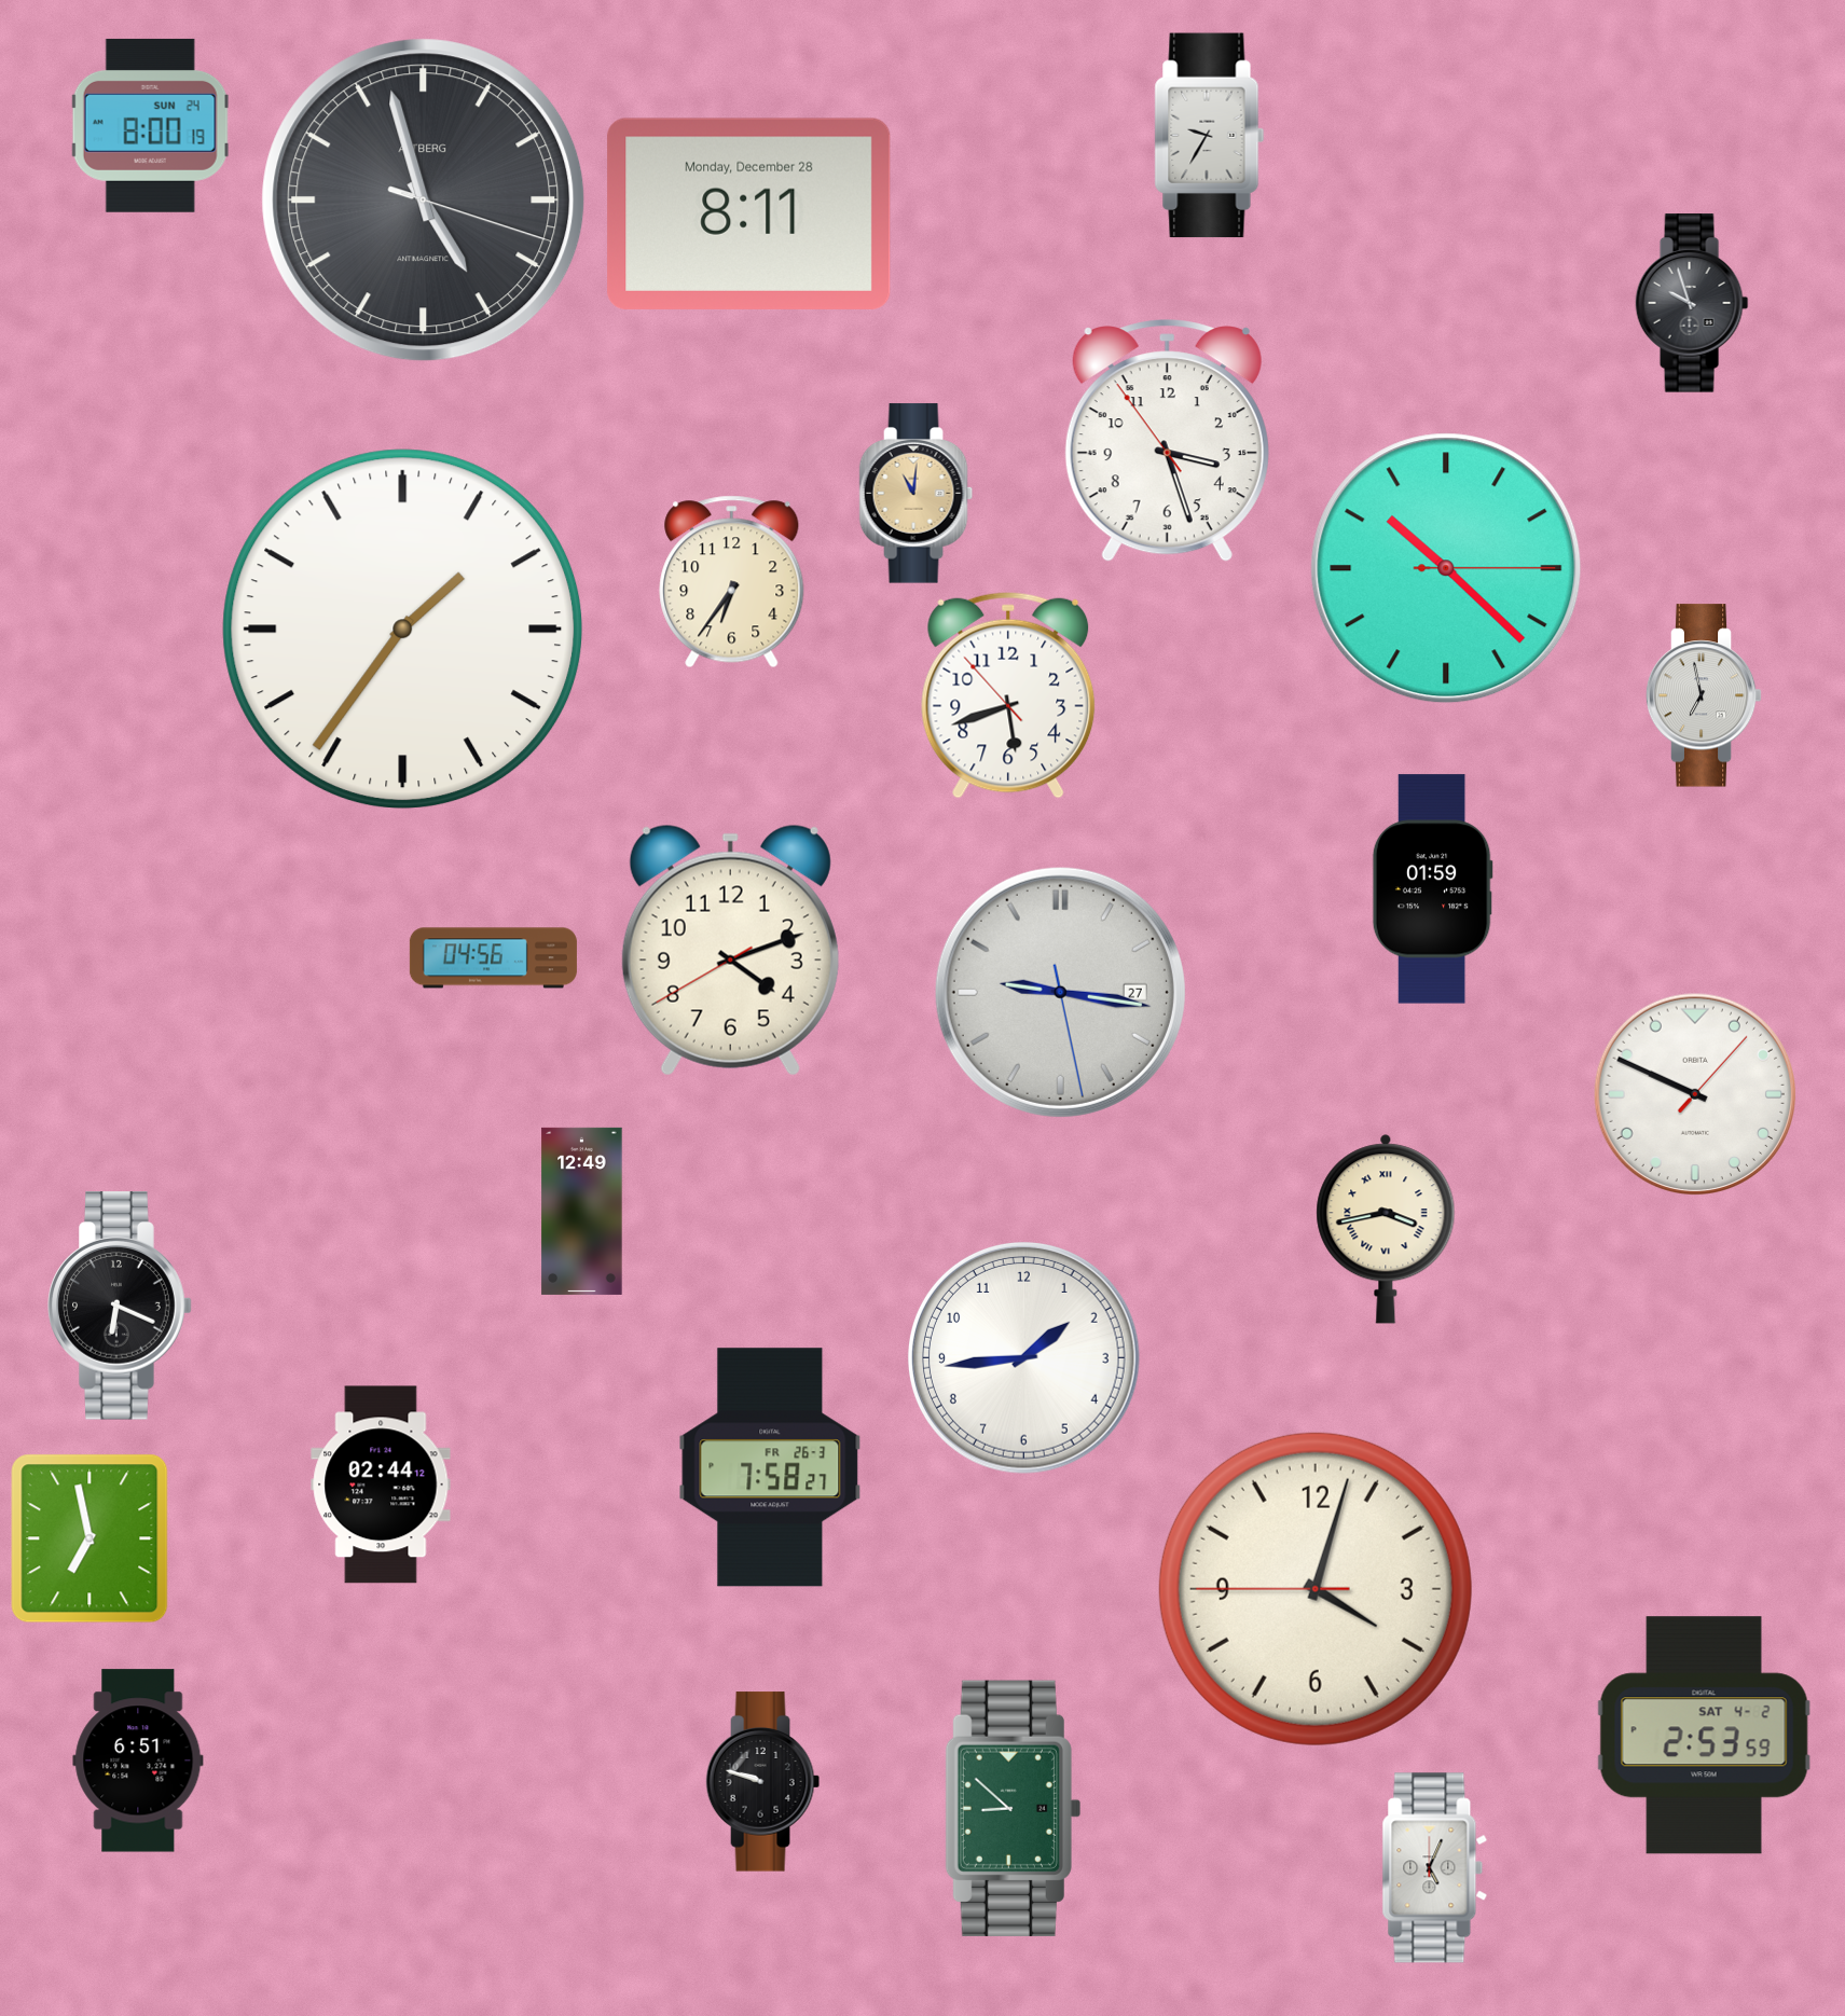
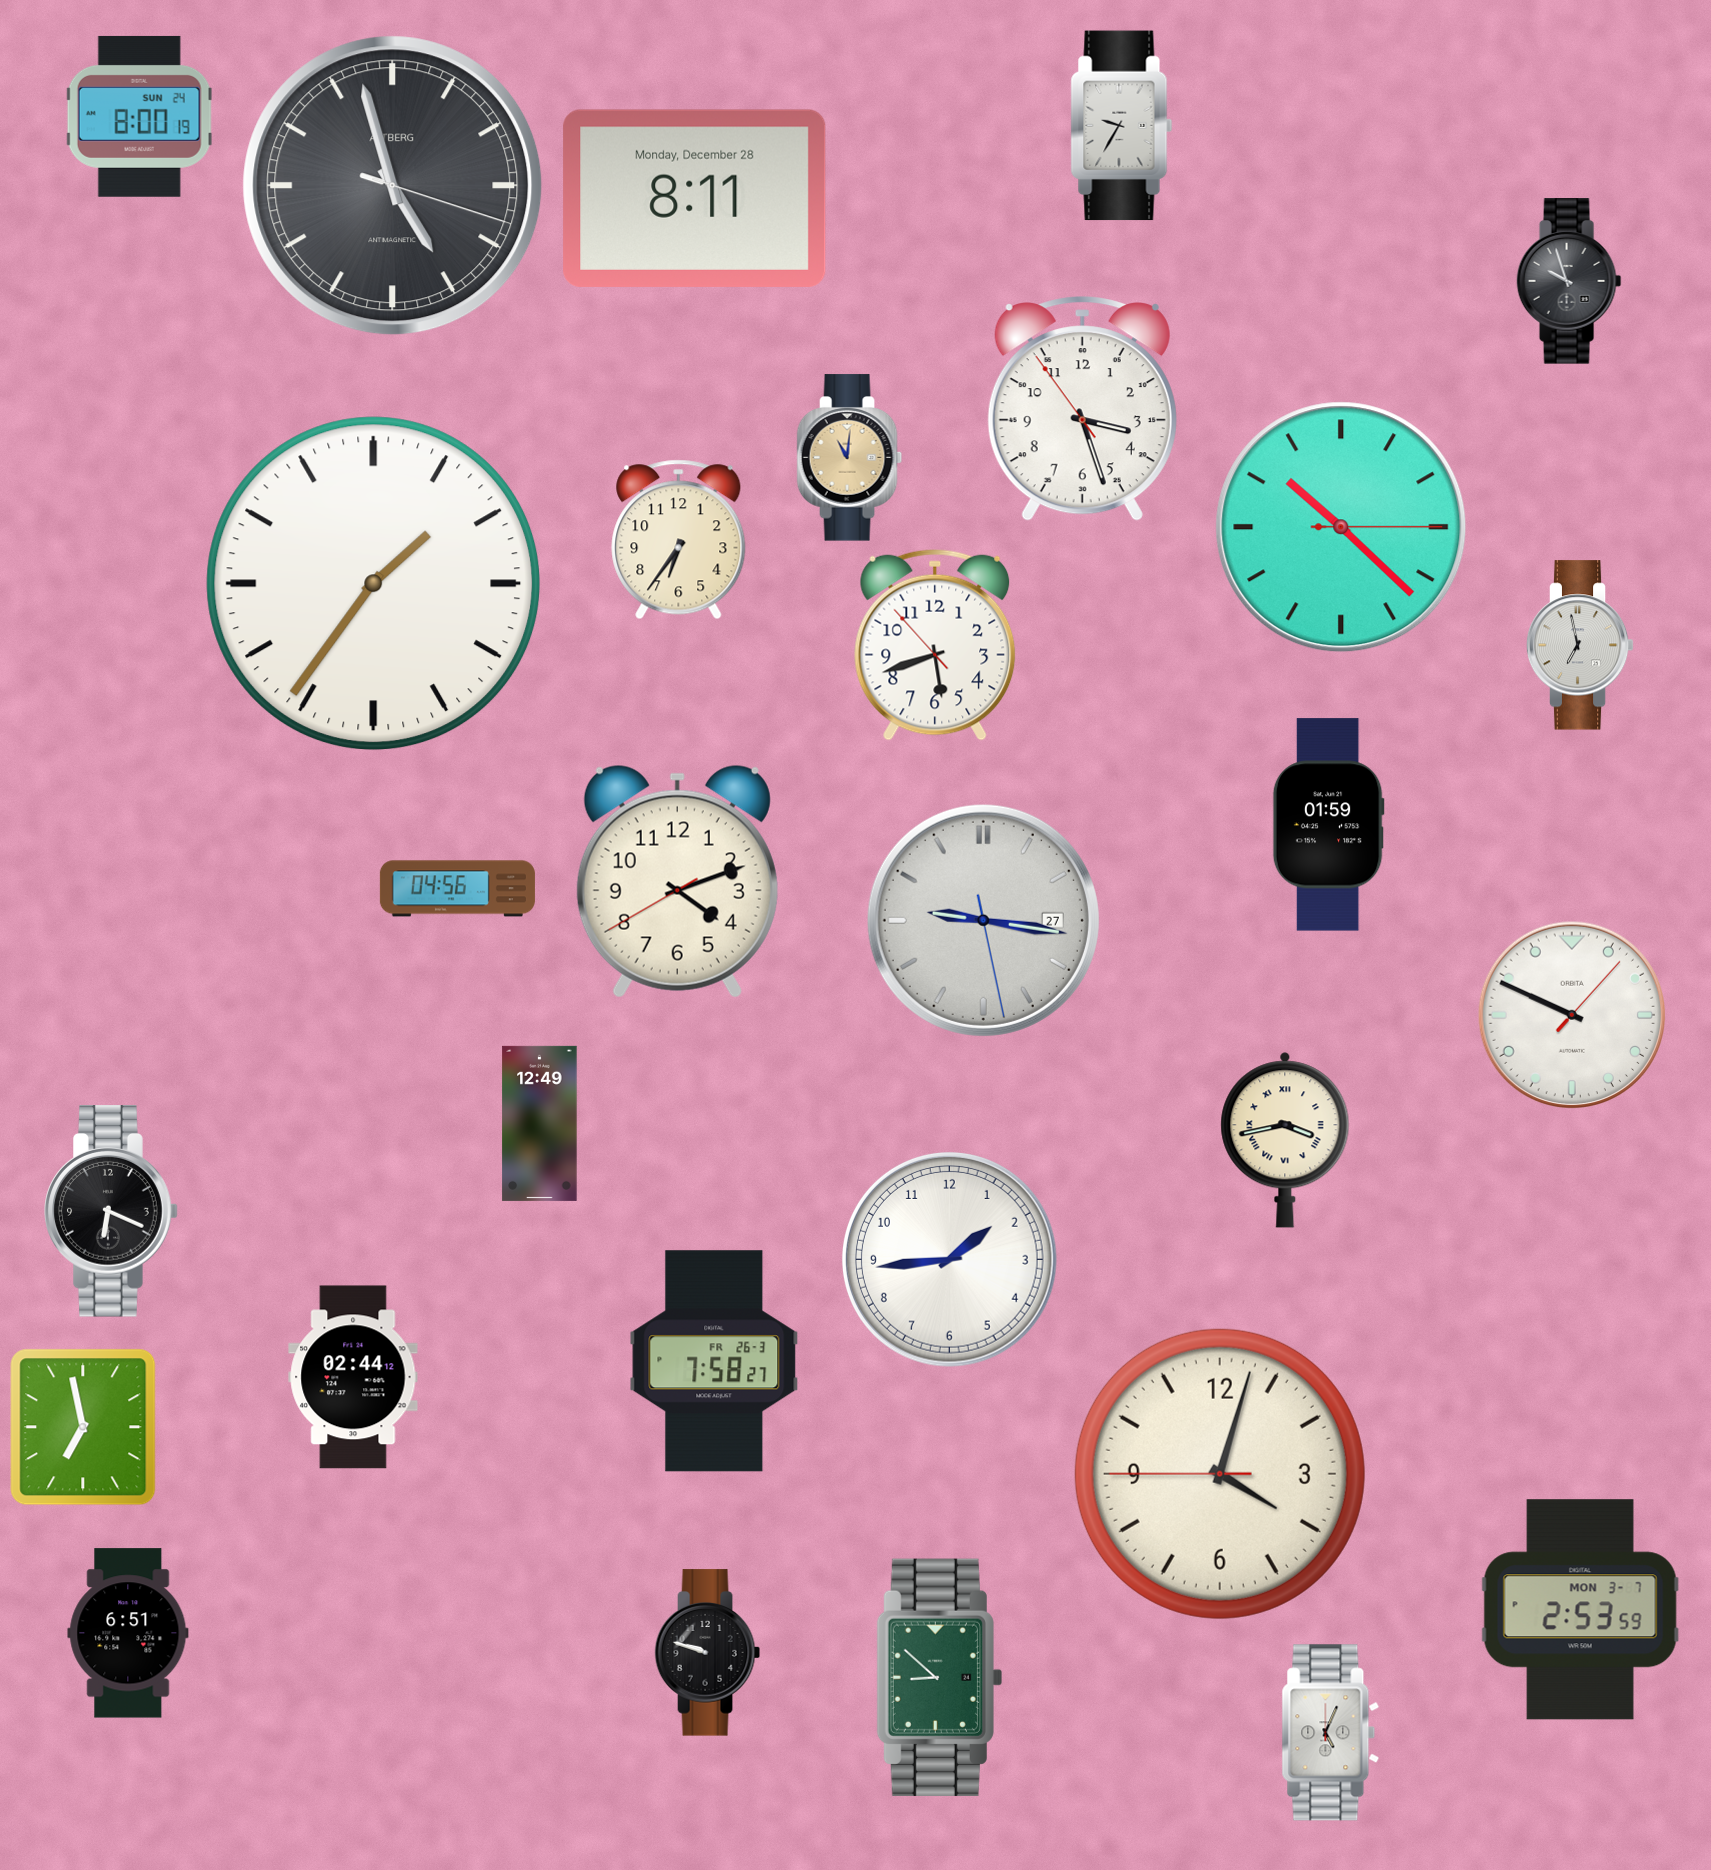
clock at (1704, 1736) date: SAT 4-2 -> MON 3-7
